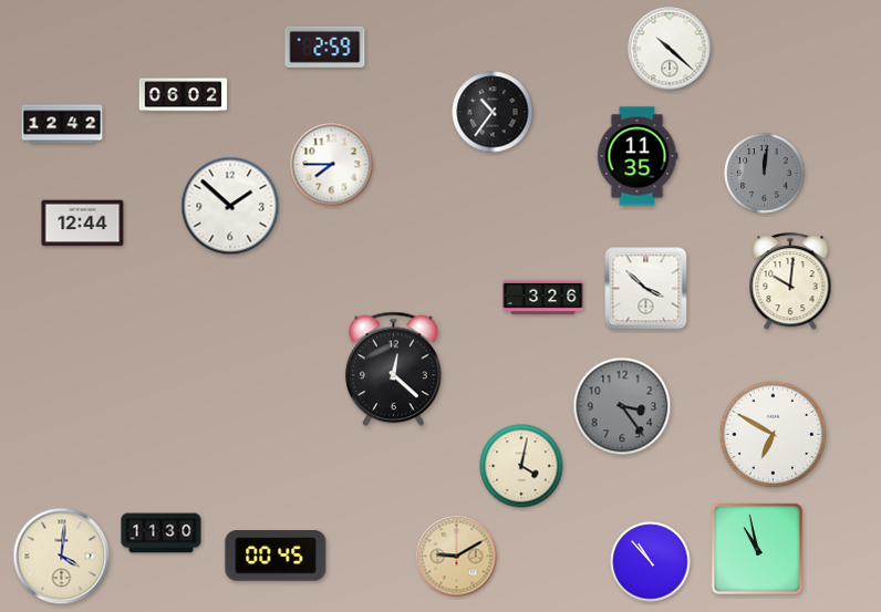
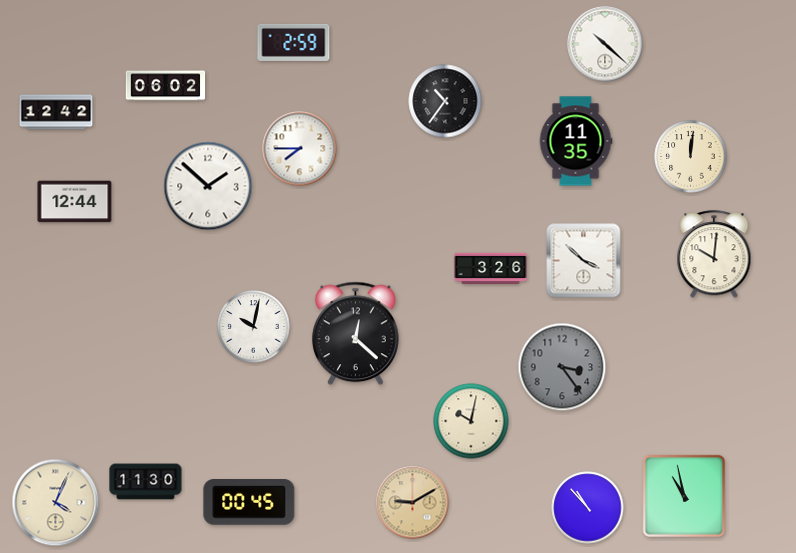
clock at (765, 174) dial: grey -> cream
clock at (254, 327): none -> 10:02
clock at (774, 435): 6:50 -> none
clock at (521, 466): 4:02 -> 10:02
clock at (62, 557): 4:01 -> 4:04
